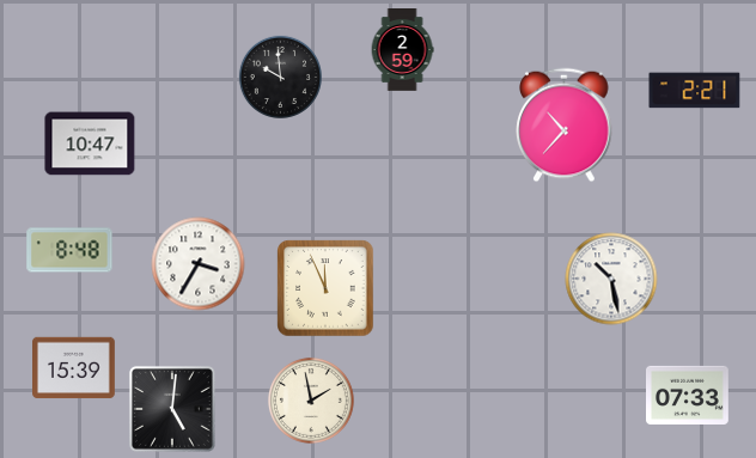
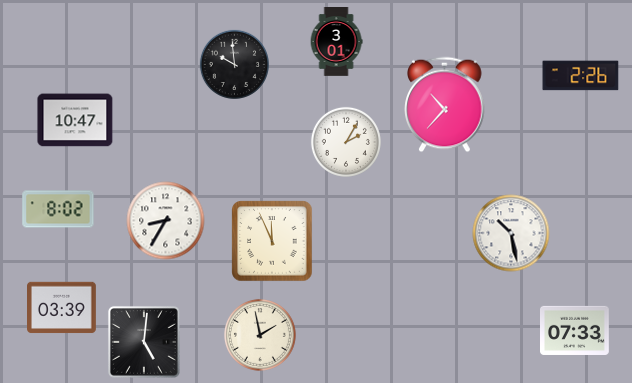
clock at (402, 50): 2:59 -> 3:01
clock at (695, 91): 2:21 -> 2:26
clock at (565, 126) position: (565, 126) -> (445, 105)
clock at (346, 142): none -> 2:05
clock at (69, 250): 8:48 -> 8:02
clock at (199, 264): 3:35 -> 8:35
clock at (74, 368): 15:39 -> 03:39
